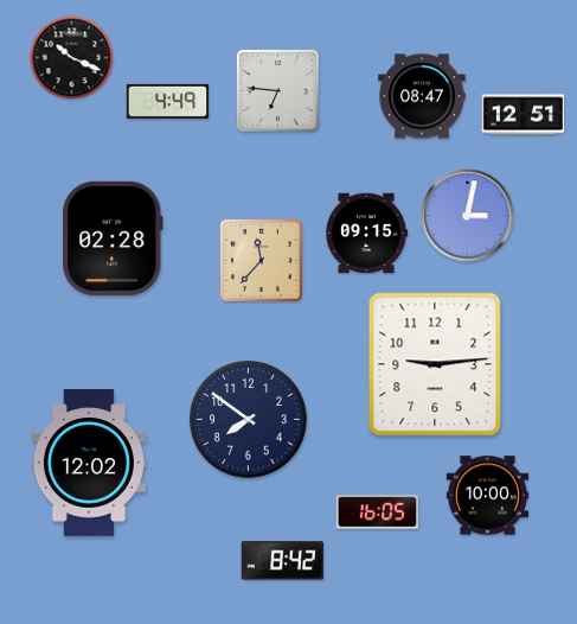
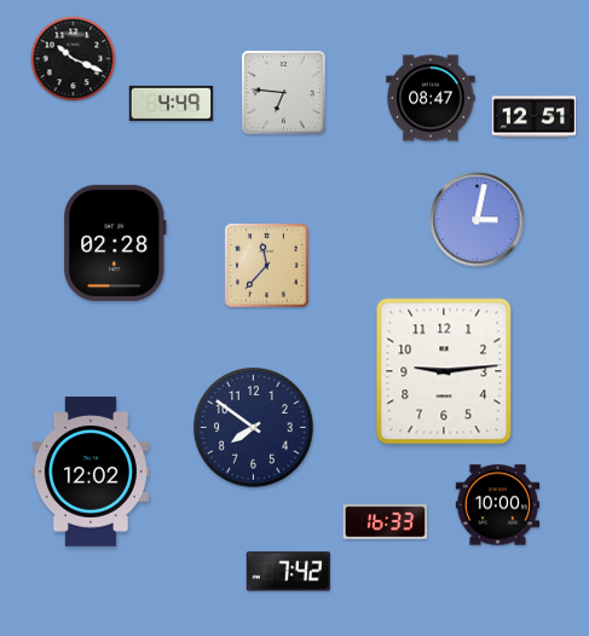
clock at (366, 234): 09:15 -> none
clock at (378, 512): 16:05 -> 16:33
clock at (282, 561): 8:42 -> 7:42
